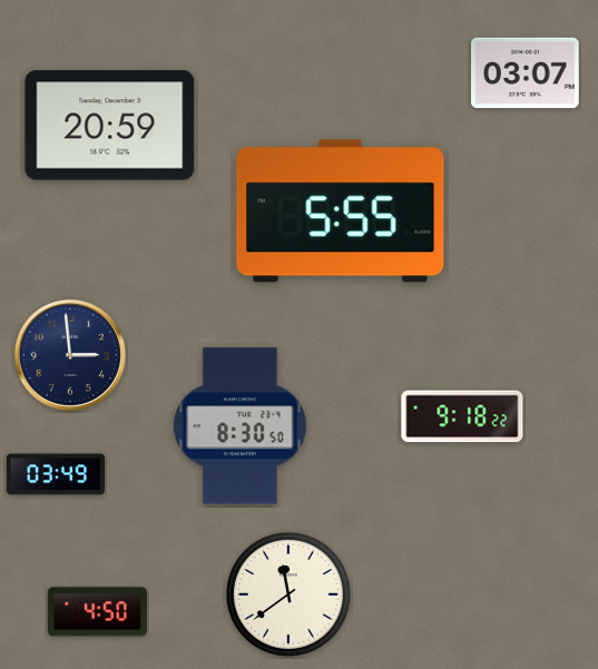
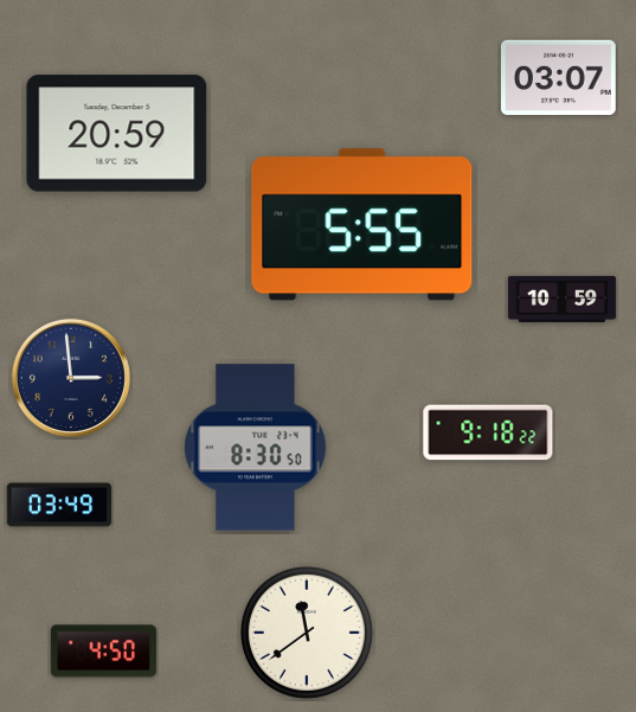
clock at (561, 299): none -> 10:59
clock at (70, 355) position: (70, 355) -> (71, 378)
clock at (462, 416) position: (462, 416) -> (488, 432)
clock at (241, 426) position: (241, 426) -> (256, 448)
